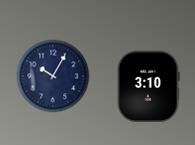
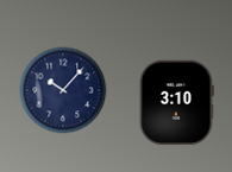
clock at (53, 76): 10:05 -> 10:07
